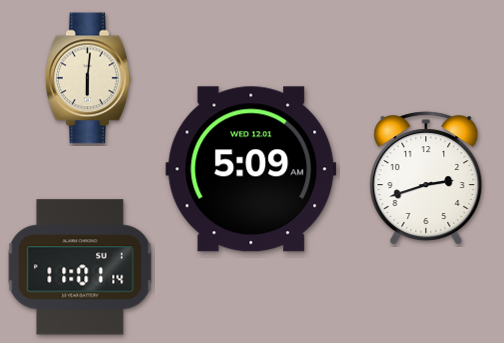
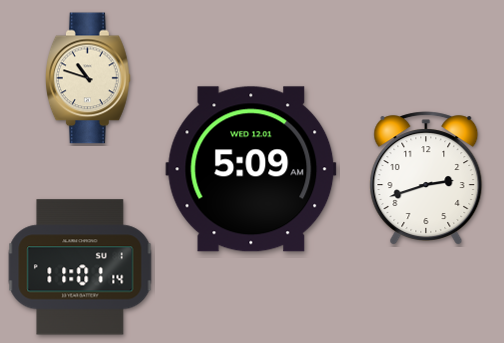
clock at (88, 78): 6:01 -> 10:48
